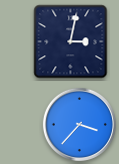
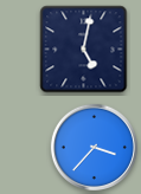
clock at (71, 42): 3:02 -> 5:02
